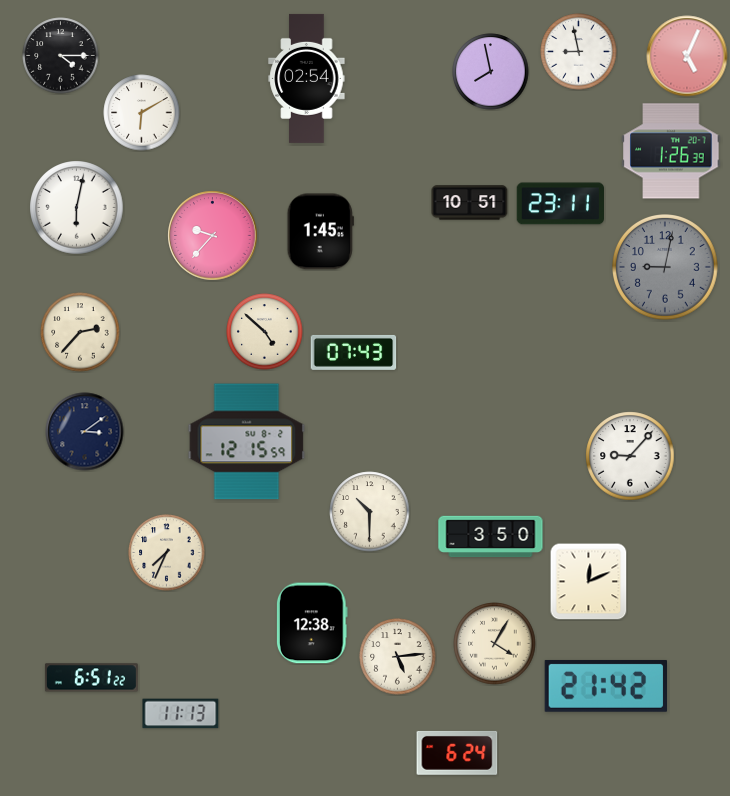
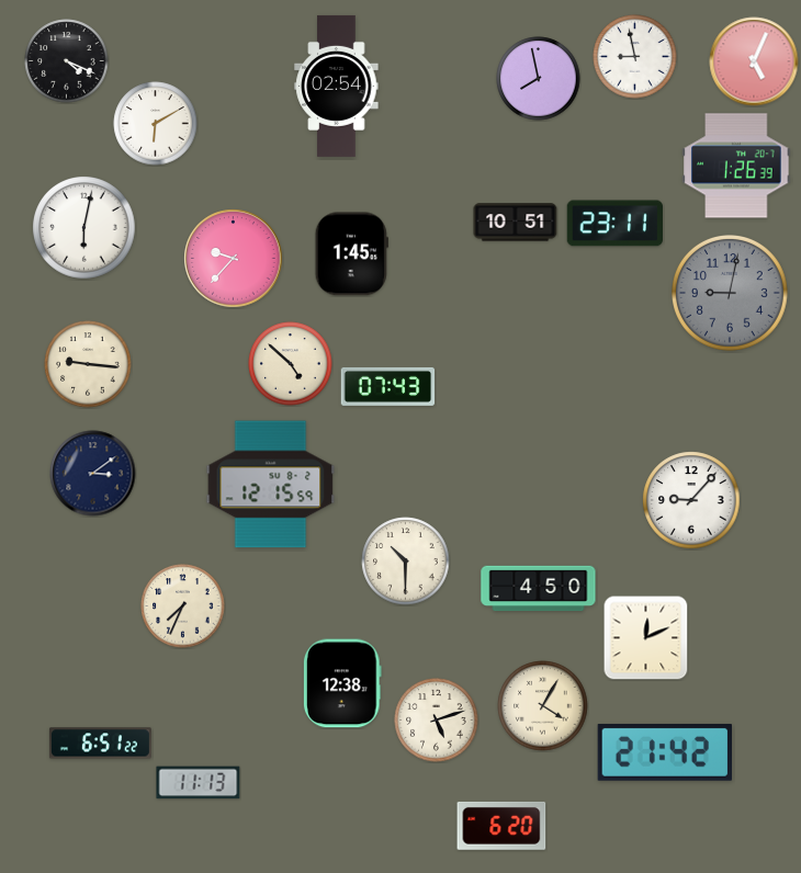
clock at (61, 56): 4:15 -> 4:19
clock at (80, 332): 2:37 -> 9:16
clock at (491, 537): 3:50 -> 4:50
clock at (398, 657): 5:14 -> 5:12
clock at (457, 753): 6:24 -> 6:20
